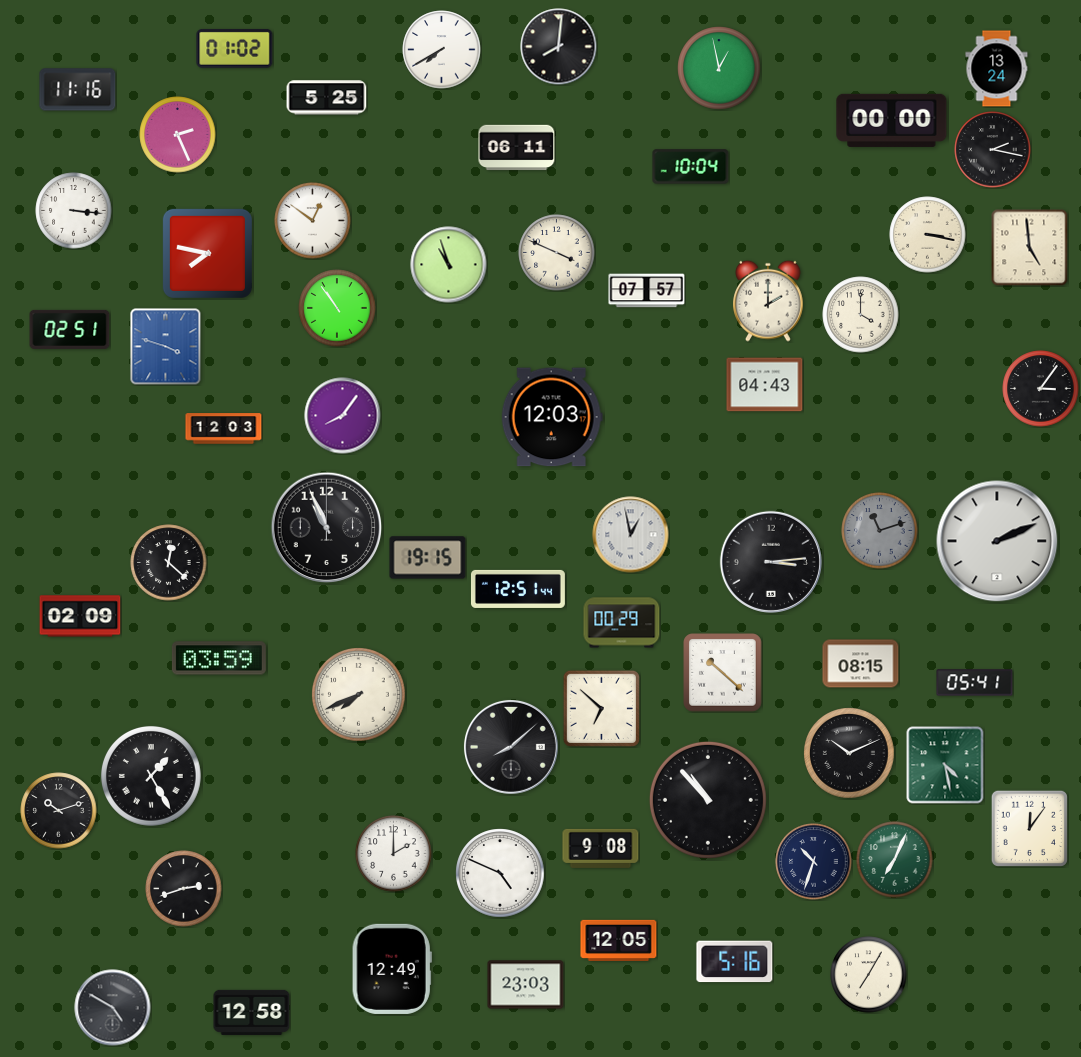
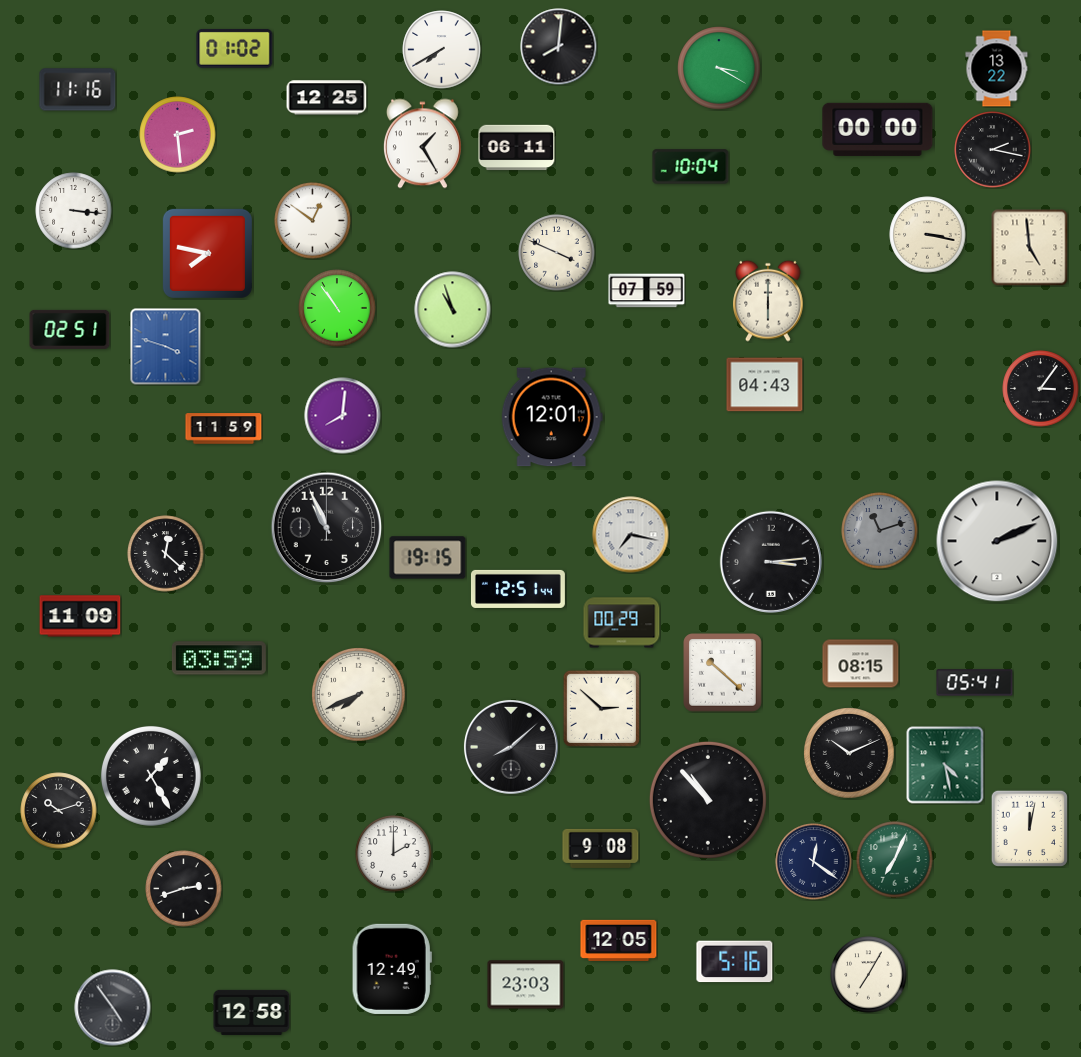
clock at (719, 68): 12:58 -> 3:20
clock at (997, 69): 13:24 -> 13:22
clock at (327, 98): 5:25 -> 12:25
clock at (892, 120) position: (892, 120) -> (878, 129)
clock at (178, 135): 2:26 -> 2:29
clock at (422, 144): none -> 1:25
clock at (449, 265) position: (449, 265) -> (453, 310)
clock at (647, 291): 07:57 -> 07:59
clock at (768, 301): 2:00 -> 6:00
clock at (861, 315): 4:00 -> none
clock at (343, 416): 8:06 -> 8:01
clock at (552, 417): 12:03 -> 12:01
clock at (224, 429): 12:03 -> 11:59
clock at (631, 535): 12:58 -> 7:17
clock at (169, 563) position: (169, 563) -> (166, 554)
clock at (80, 616): 02:09 -> 11:09
clock at (601, 708): 6:52 -> 2:52
clock at (1029, 828): 12:06 -> 12:02
clock at (814, 862): 10:33 -> 12:21
clock at (500, 873): 4:49 -> none
clock at (113, 1008): 4:50 -> 4:54
